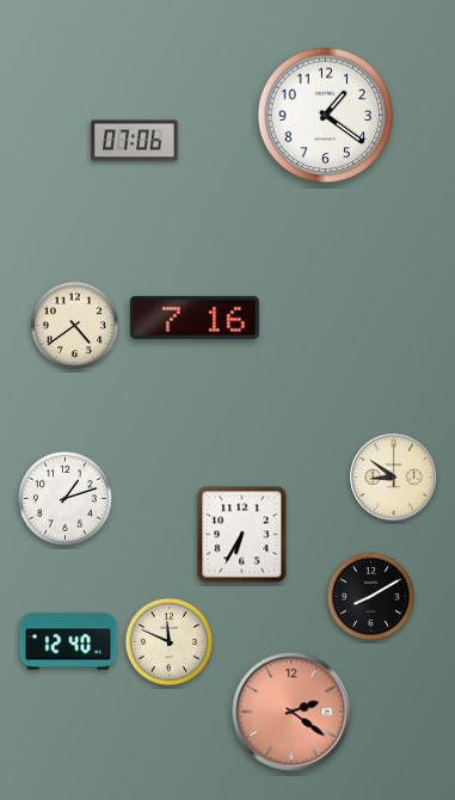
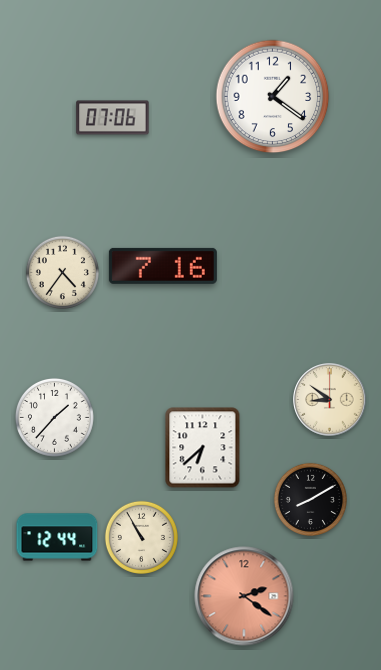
clock at (74, 325): 4:39 -> 4:36
clock at (64, 498): 1:12 -> 1:37
clock at (242, 535): 6:35 -> 6:38
clock at (68, 641): 12:40 -> 12:44
clock at (168, 641): 11:49 -> 10:55
